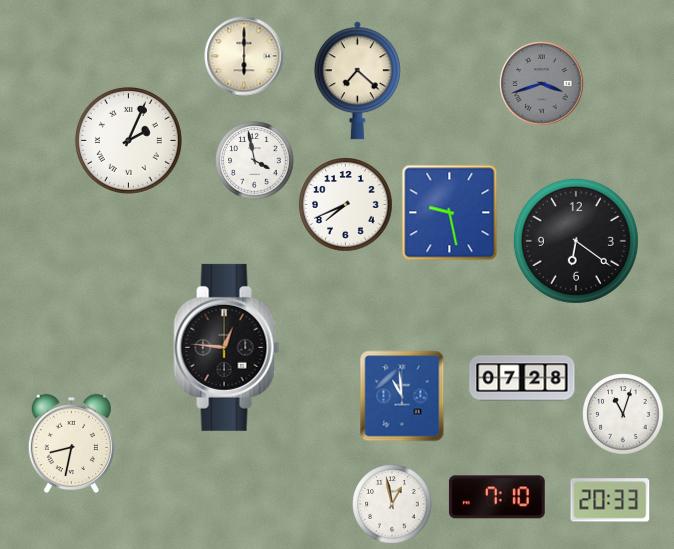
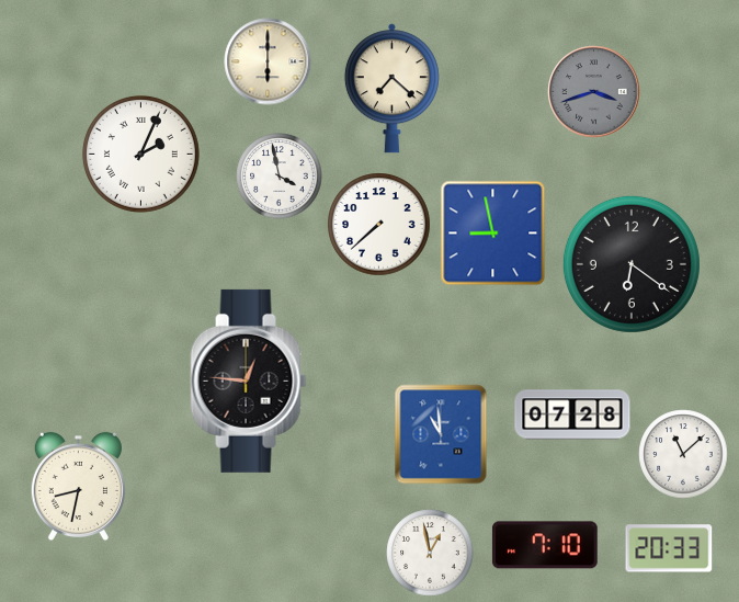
clock at (346, 205): 7:41 -> 7:38
clock at (450, 213): 9:28 -> 8:58
clock at (623, 414): 11:03 -> 11:08
